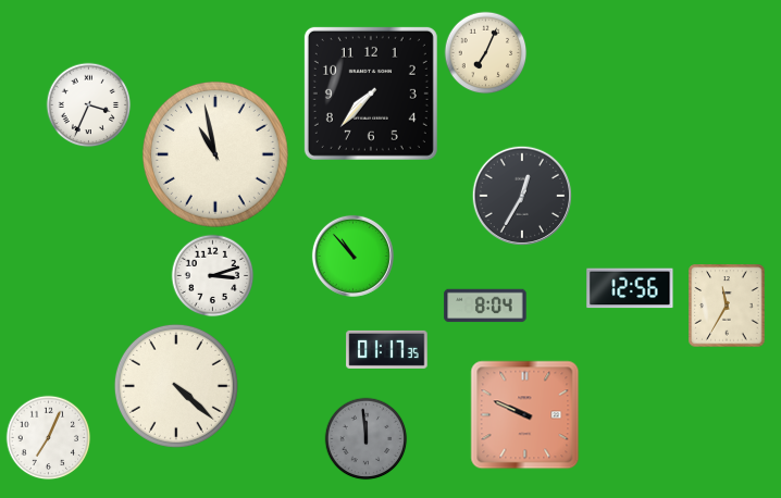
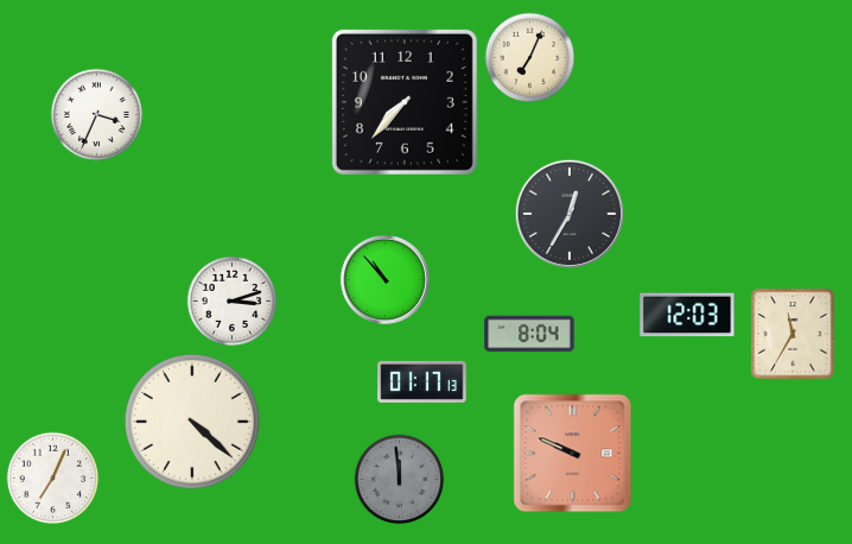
clock at (215, 154): 10:58 -> none
clock at (630, 288): 12:56 -> 12:03
clock at (387, 349): 01:17:35 -> 01:17:13
